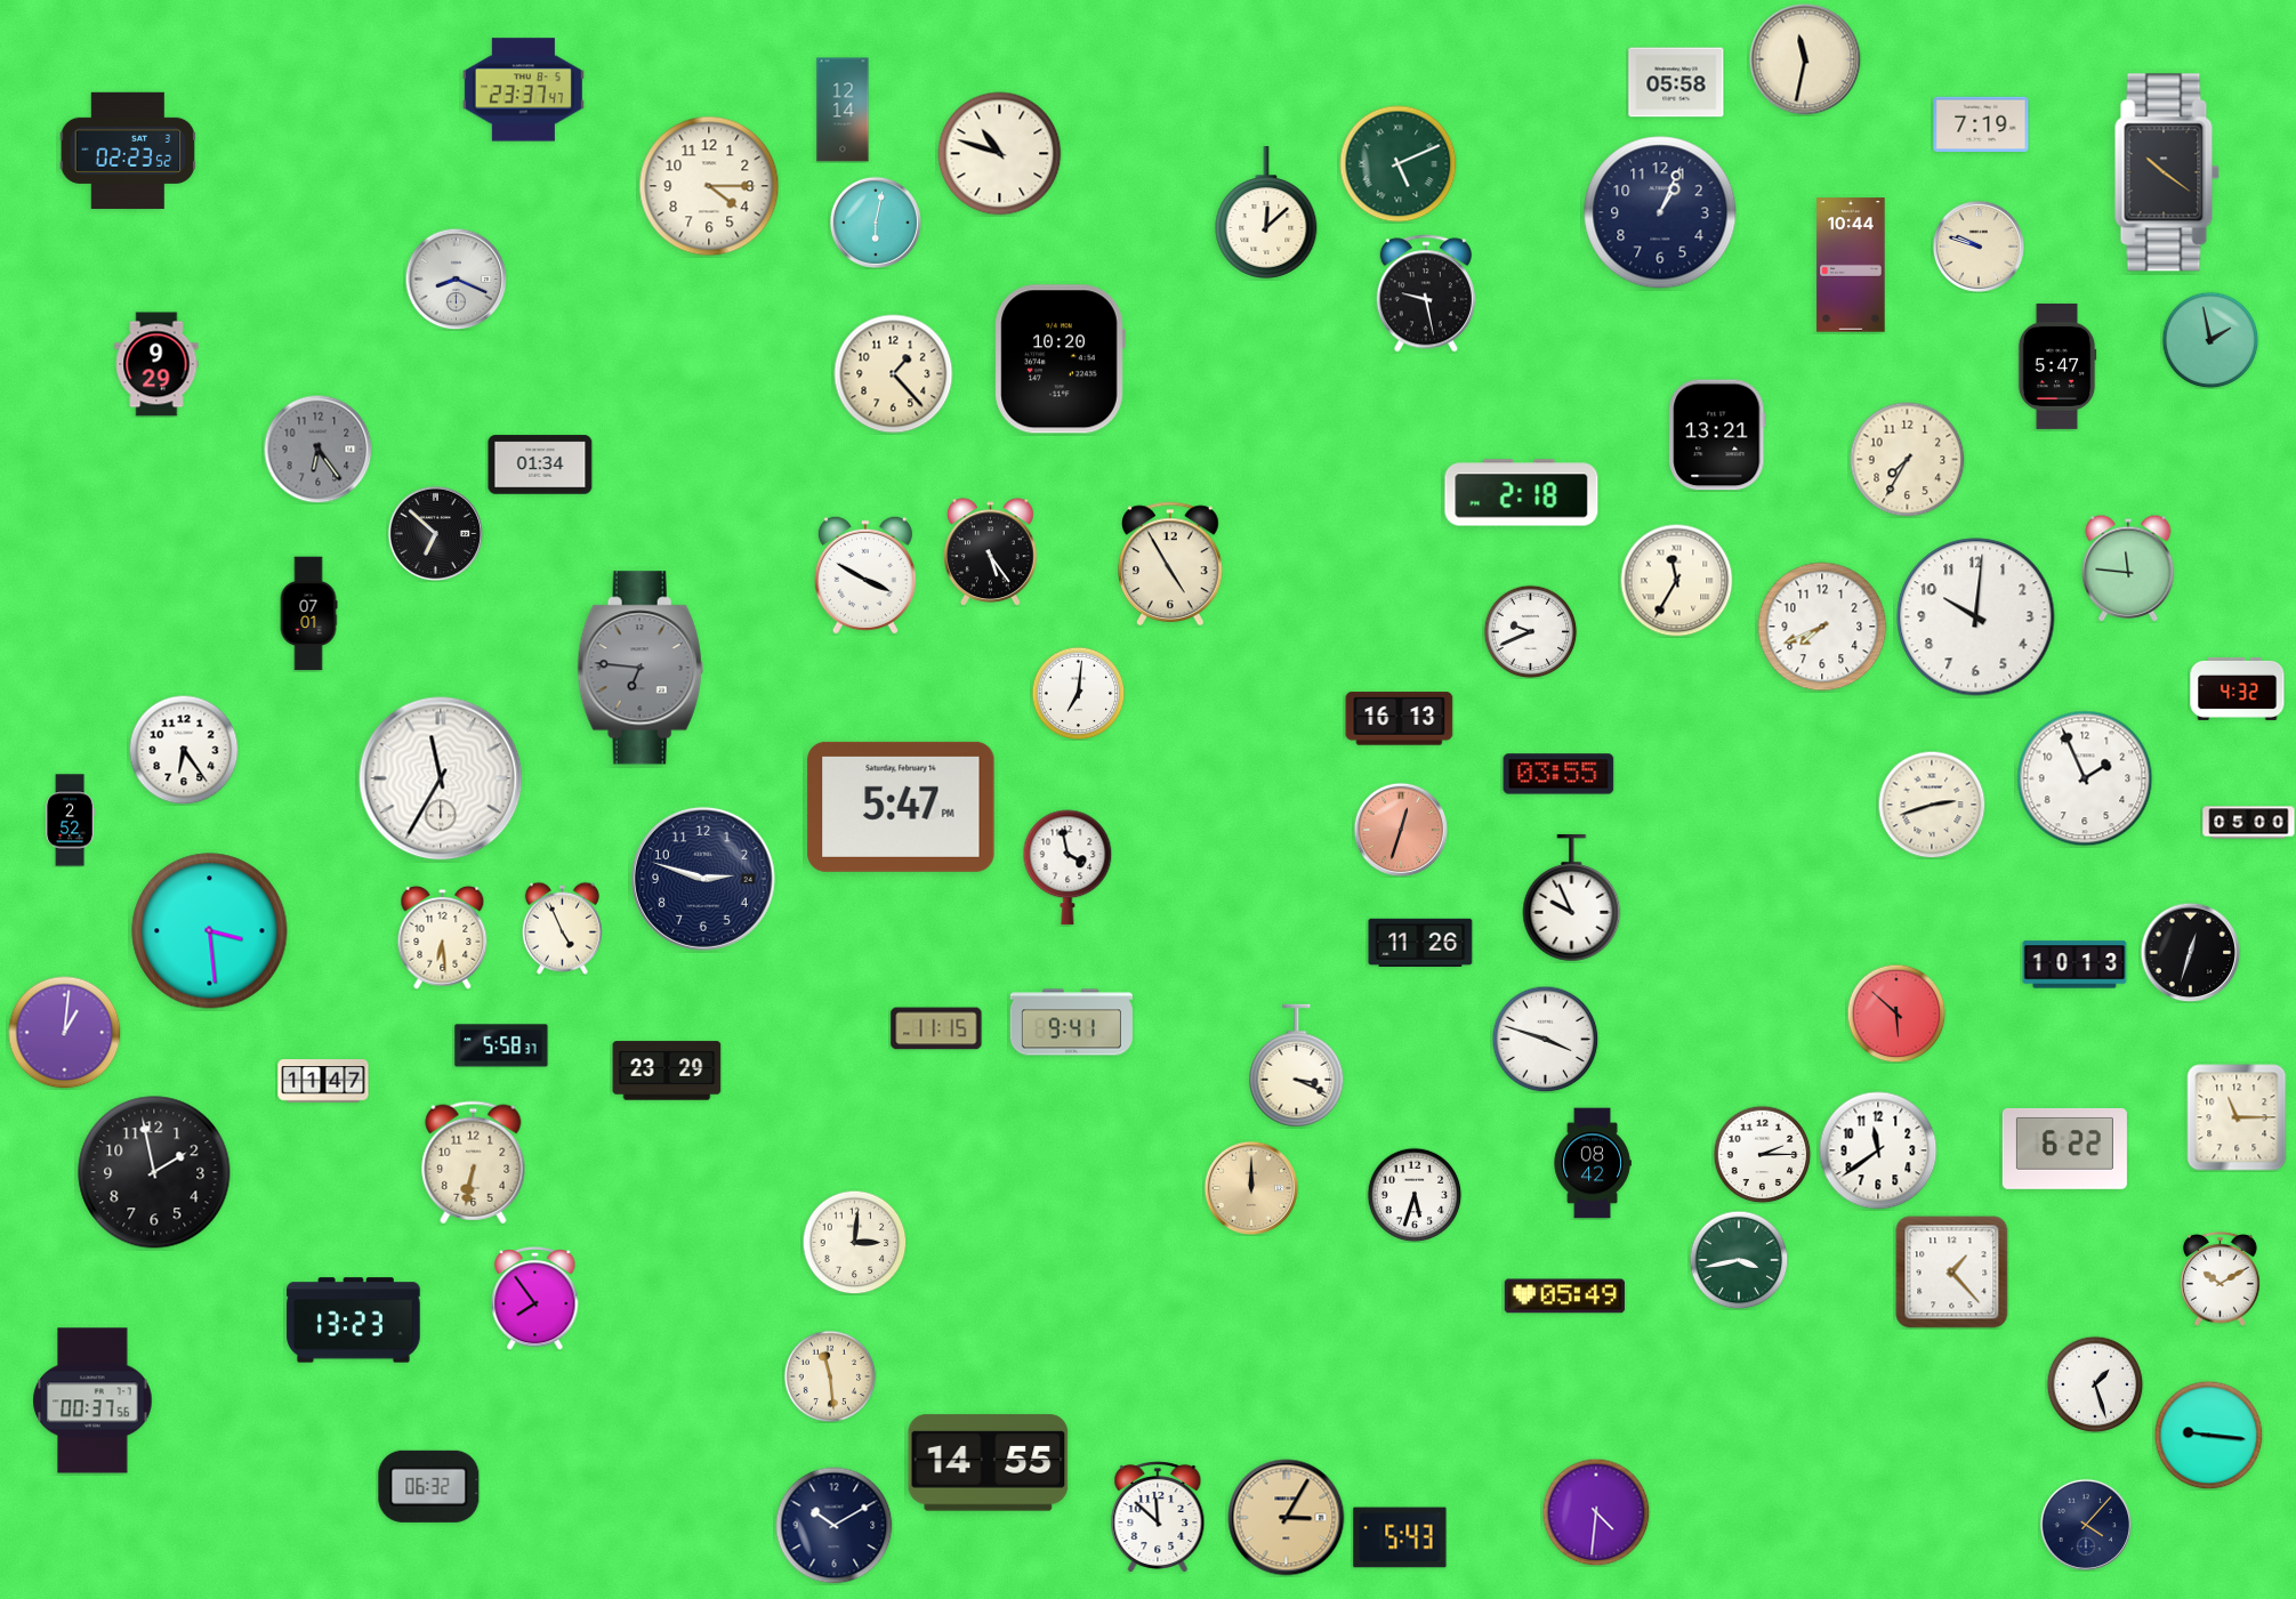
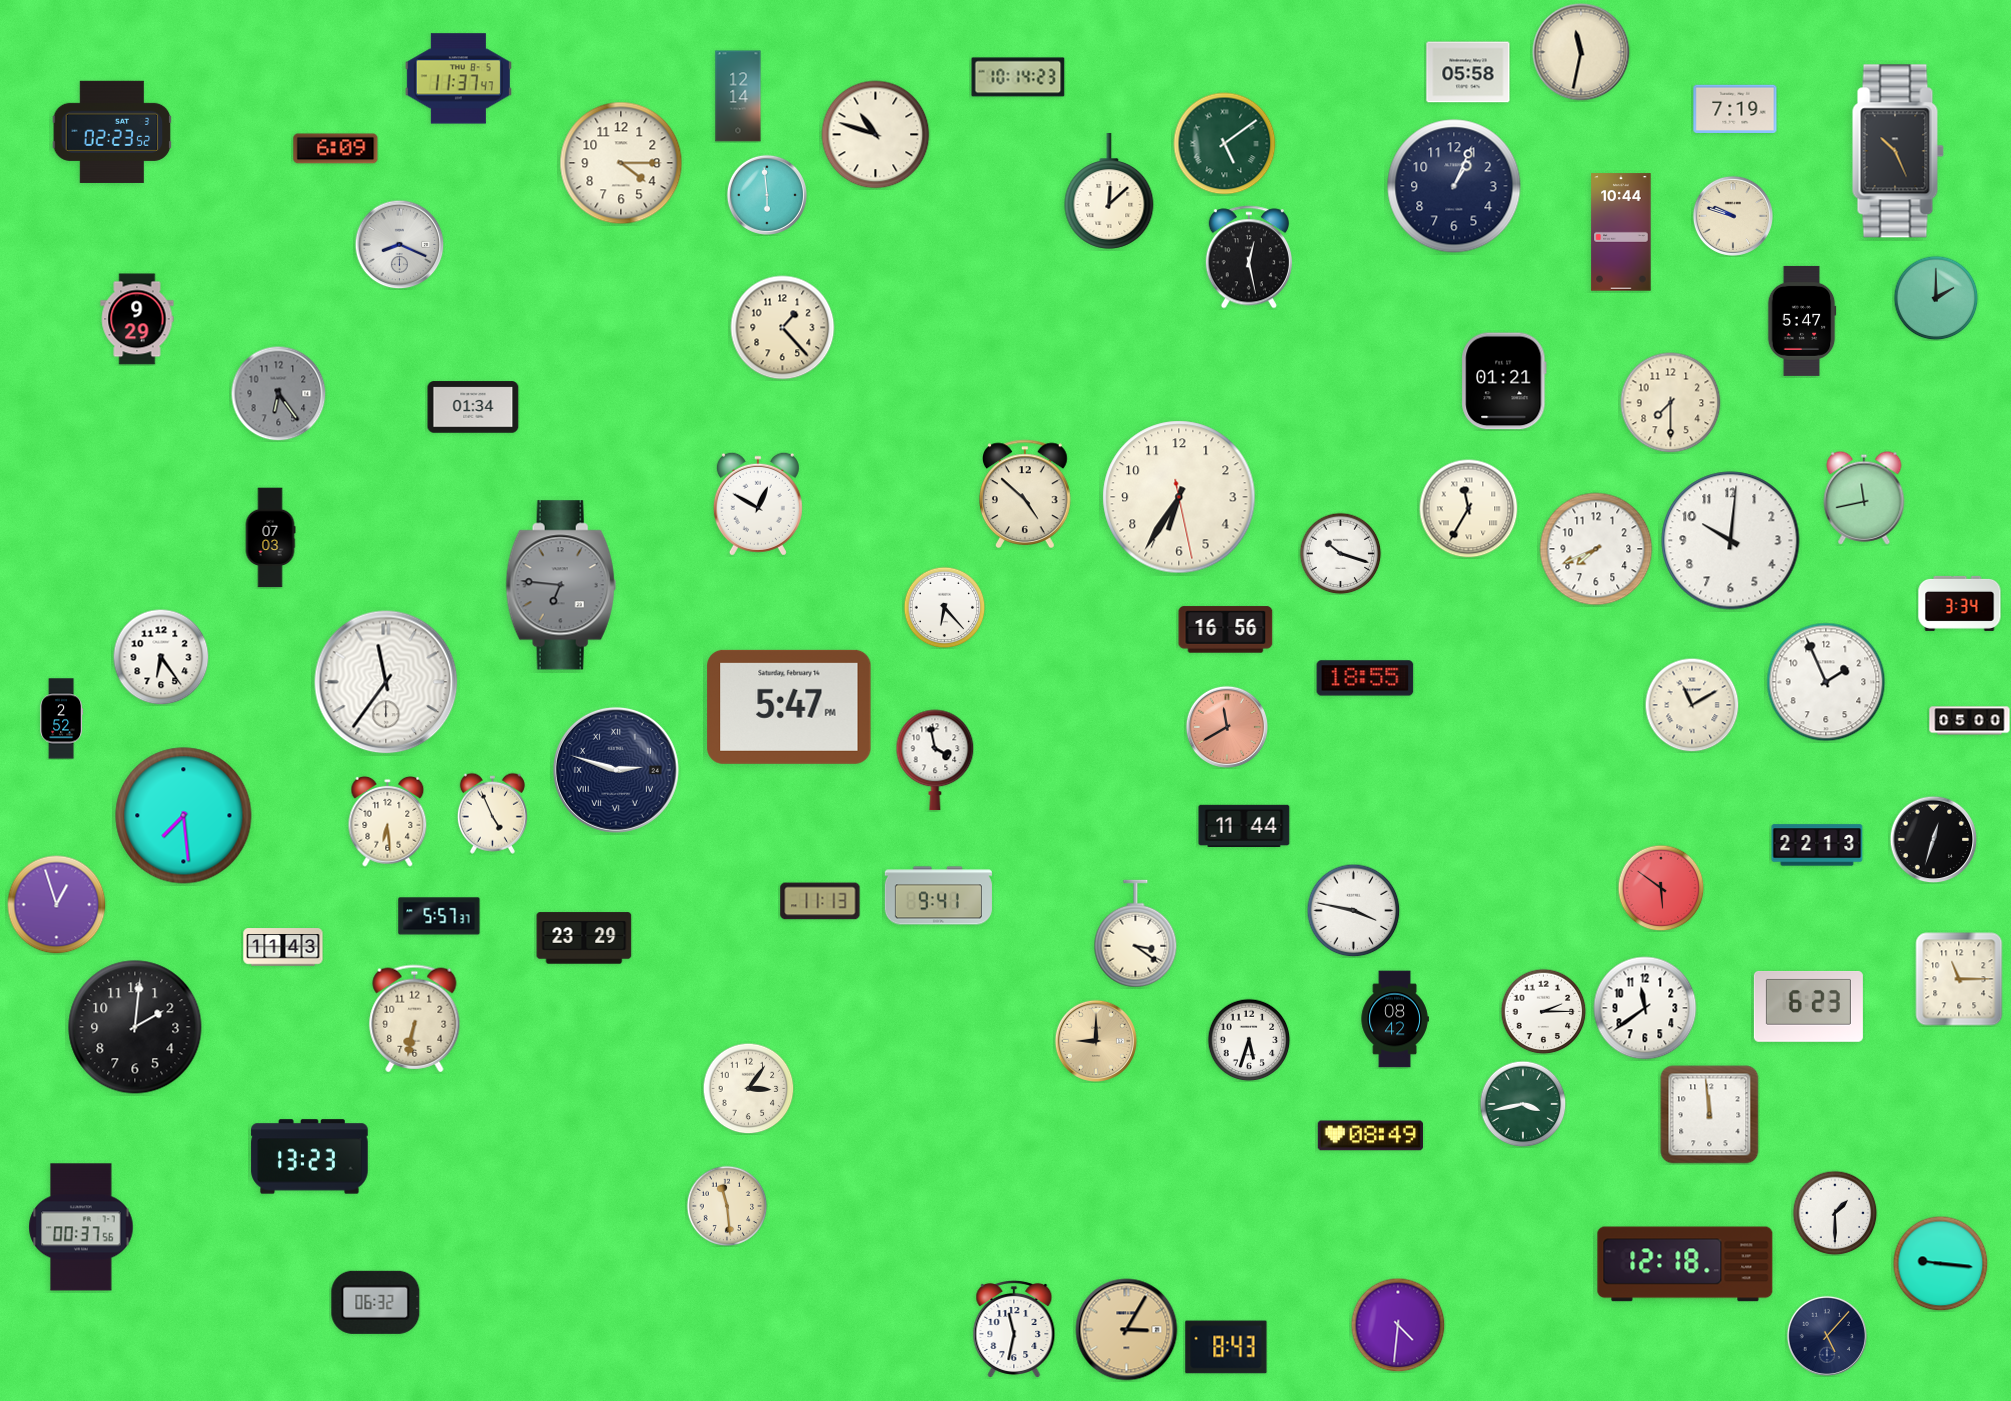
clock at (1018, 77): none -> 10:14
clock at (523, 90): 23:37 -> 11:37
clock at (1399, 164): 5:11 -> 5:09
clock at (336, 149): none -> 6:09
clock at (2167, 172): 10:21 -> 10:26
clock at (1266, 212) position: (1266, 212) -> (1109, 191)
clock at (876, 223): 6:02 -> 5:59
clock at (1426, 293): 9:28 -> 12:28
clock at (2210, 340): 1:58 -> 2:00
clock at (1060, 360): 10:20 -> none
clock at (1717, 435): 13:21 -> 01:21
clock at (1908, 460): 7:35 -> 7:30
clock at (1522, 493): 2:18 -> none
clock at (435, 533): 6:52 -> none
clock at (991, 552): 5:24 -> none
clock at (1171, 563): 4:55 -> 4:52
clock at (1179, 497): none -> 6:35
clock at (2128, 568): 11:46 -> 11:43
clock at (865, 575): 3:50 -> 12:50
clock at (308, 614): 07:01 -> 07:03
clock at (1530, 631): 9:41 -> 10:18
clock at (2238, 688): 4:32 -> 3:34
clock at (1078, 693): 7:01 -> 6:23
clock at (1400, 719): 16:13 -> 16:56
clock at (1558, 774): 03:55 -> 18:55
clock at (441, 778): 11:35 -> 11:36
clock at (1932, 805): 2:42 -> 11:10
clock at (1400, 829): 12:33 -> 11:40
clock at (703, 879) numerals: Arabic -> Roman
clock at (1572, 898): 9:56 -> none
clock at (210, 931): 3:29 -> 7:29
clock at (1420, 942): 11:26 -> 11:44
clock at (2190, 952) position: (2190, 952) -> (1933, 839)
clock at (2075, 964): 10:13 -> 22:13
clock at (1896, 1013): 5:52 -> 5:51
clock at (936, 1028): 11:15 -> 11:13
clock at (65, 1033): 1:01 -> 12:57
clock at (1545, 1039): 3:48 -> 3:47
clock at (501, 1045): 5:58 -> 5:57
clock at (1297, 1066): 3:19 -> 3:21
clock at (323, 1081): 11:47 -> 11:43
clock at (2064, 1148): 6:22 -> 6:23
clock at (154, 1172): 1:58 -> 2:01
clock at (1250, 1187): 12:00 -> 9:00
clock at (1415, 1195) position: (1415, 1195) -> (1249, 1040)
clock at (854, 1242): 3:01 -> 3:06
clock at (1952, 1273): 1:23 -> 11:59
clock at (2221, 1278): 10:10 -> none
clock at (1564, 1297): 05:49 -> 08:49
clock at (535, 1298): 7:54 -> none
clock at (2095, 1384): 1:27 -> 1:30
clock at (2208, 1435) position: (2208, 1435) -> (1940, 1263)
clock at (1685, 1264): none -> 12:18
clock at (989, 1463): 14:55 -> none
clock at (1158, 1517): 11:52 -> 11:32
clock at (2086, 1525): 4:07 -> 5:07
clock at (835, 1526): 10:10 -> none
clock at (1400, 1537): 5:43 -> 8:43
